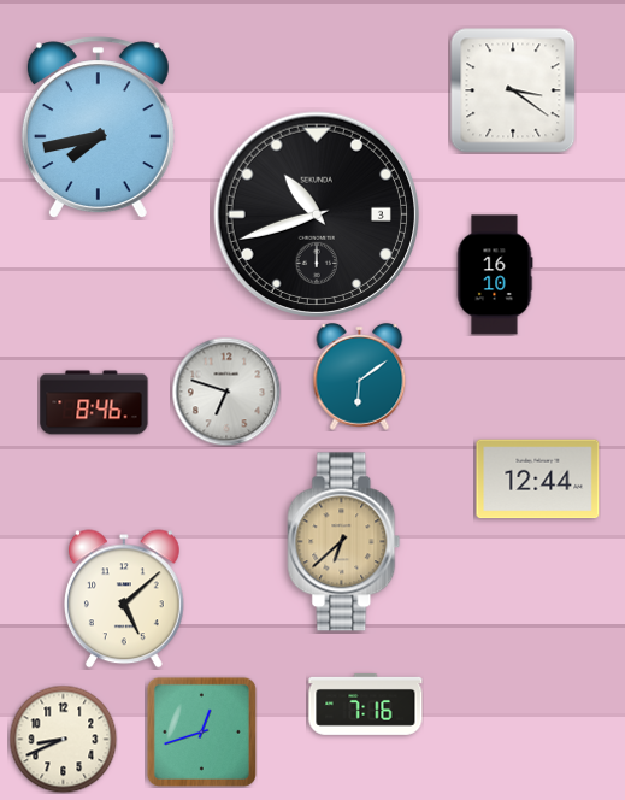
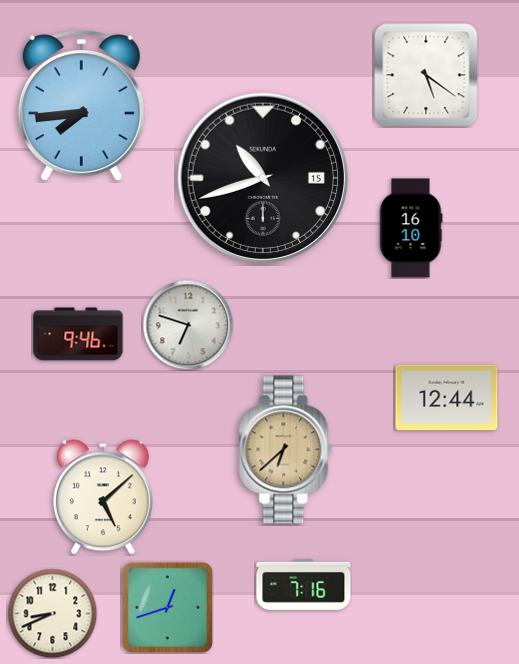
clock at (513, 90): 3:21 -> 5:21
clock at (98, 128): 7:43 -> 7:44
clock at (317, 214) date: 3 -> 15
clock at (360, 377): 6:09 -> none
clock at (94, 402): 8:46 -> 9:46
